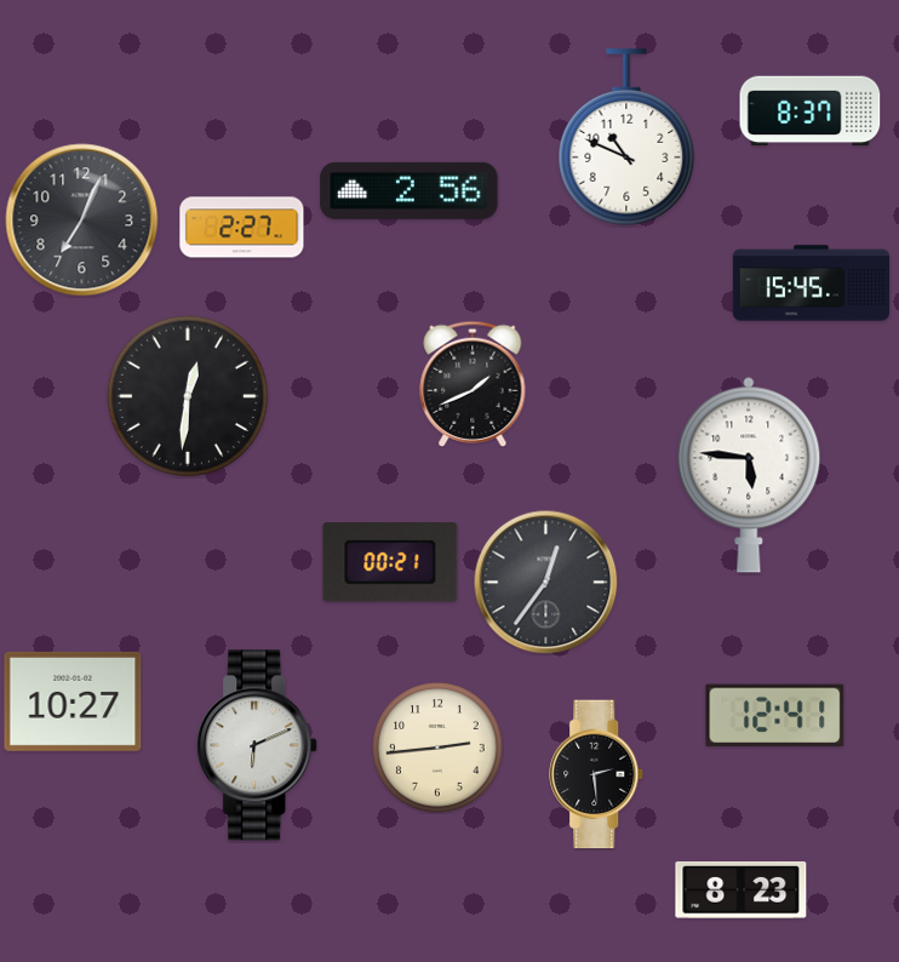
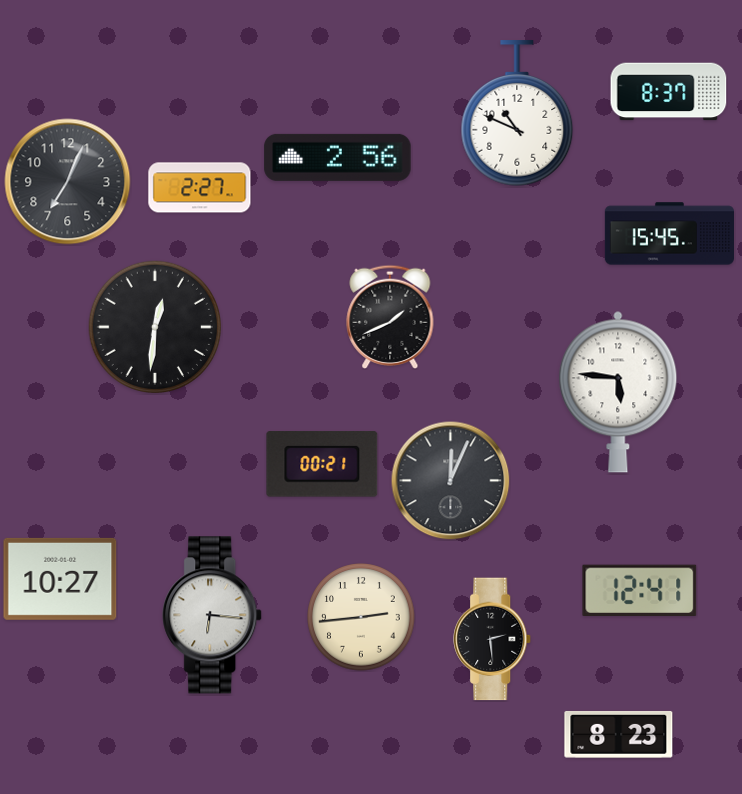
clock at (546, 583): 12:36 -> 12:04
clock at (258, 745): 6:11 -> 6:16
clock at (741, 889) position: (741, 889) -> (619, 734)
